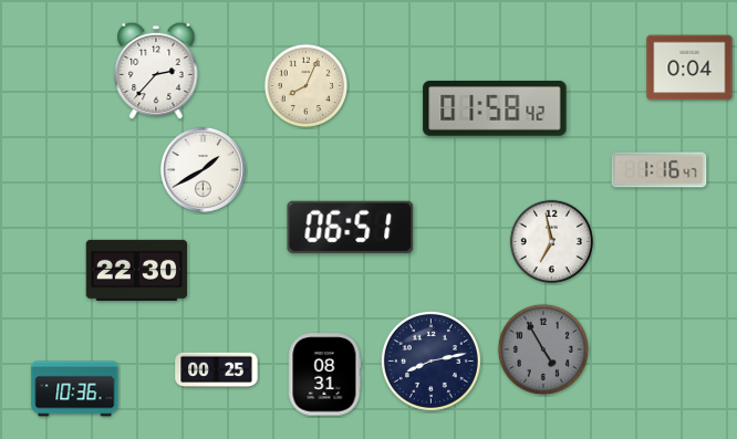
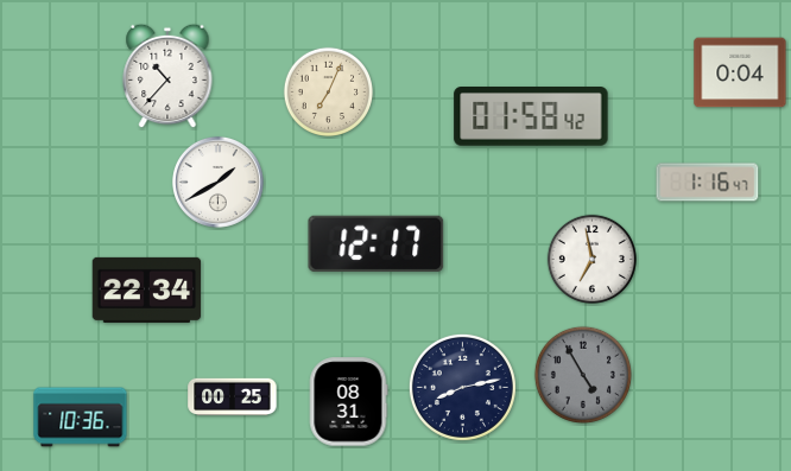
clock at (156, 71): 2:37 -> 10:37
clock at (305, 85): 8:04 -> 7:04
clock at (351, 227): 06:51 -> 12:17
clock at (137, 270): 22:30 -> 22:34
